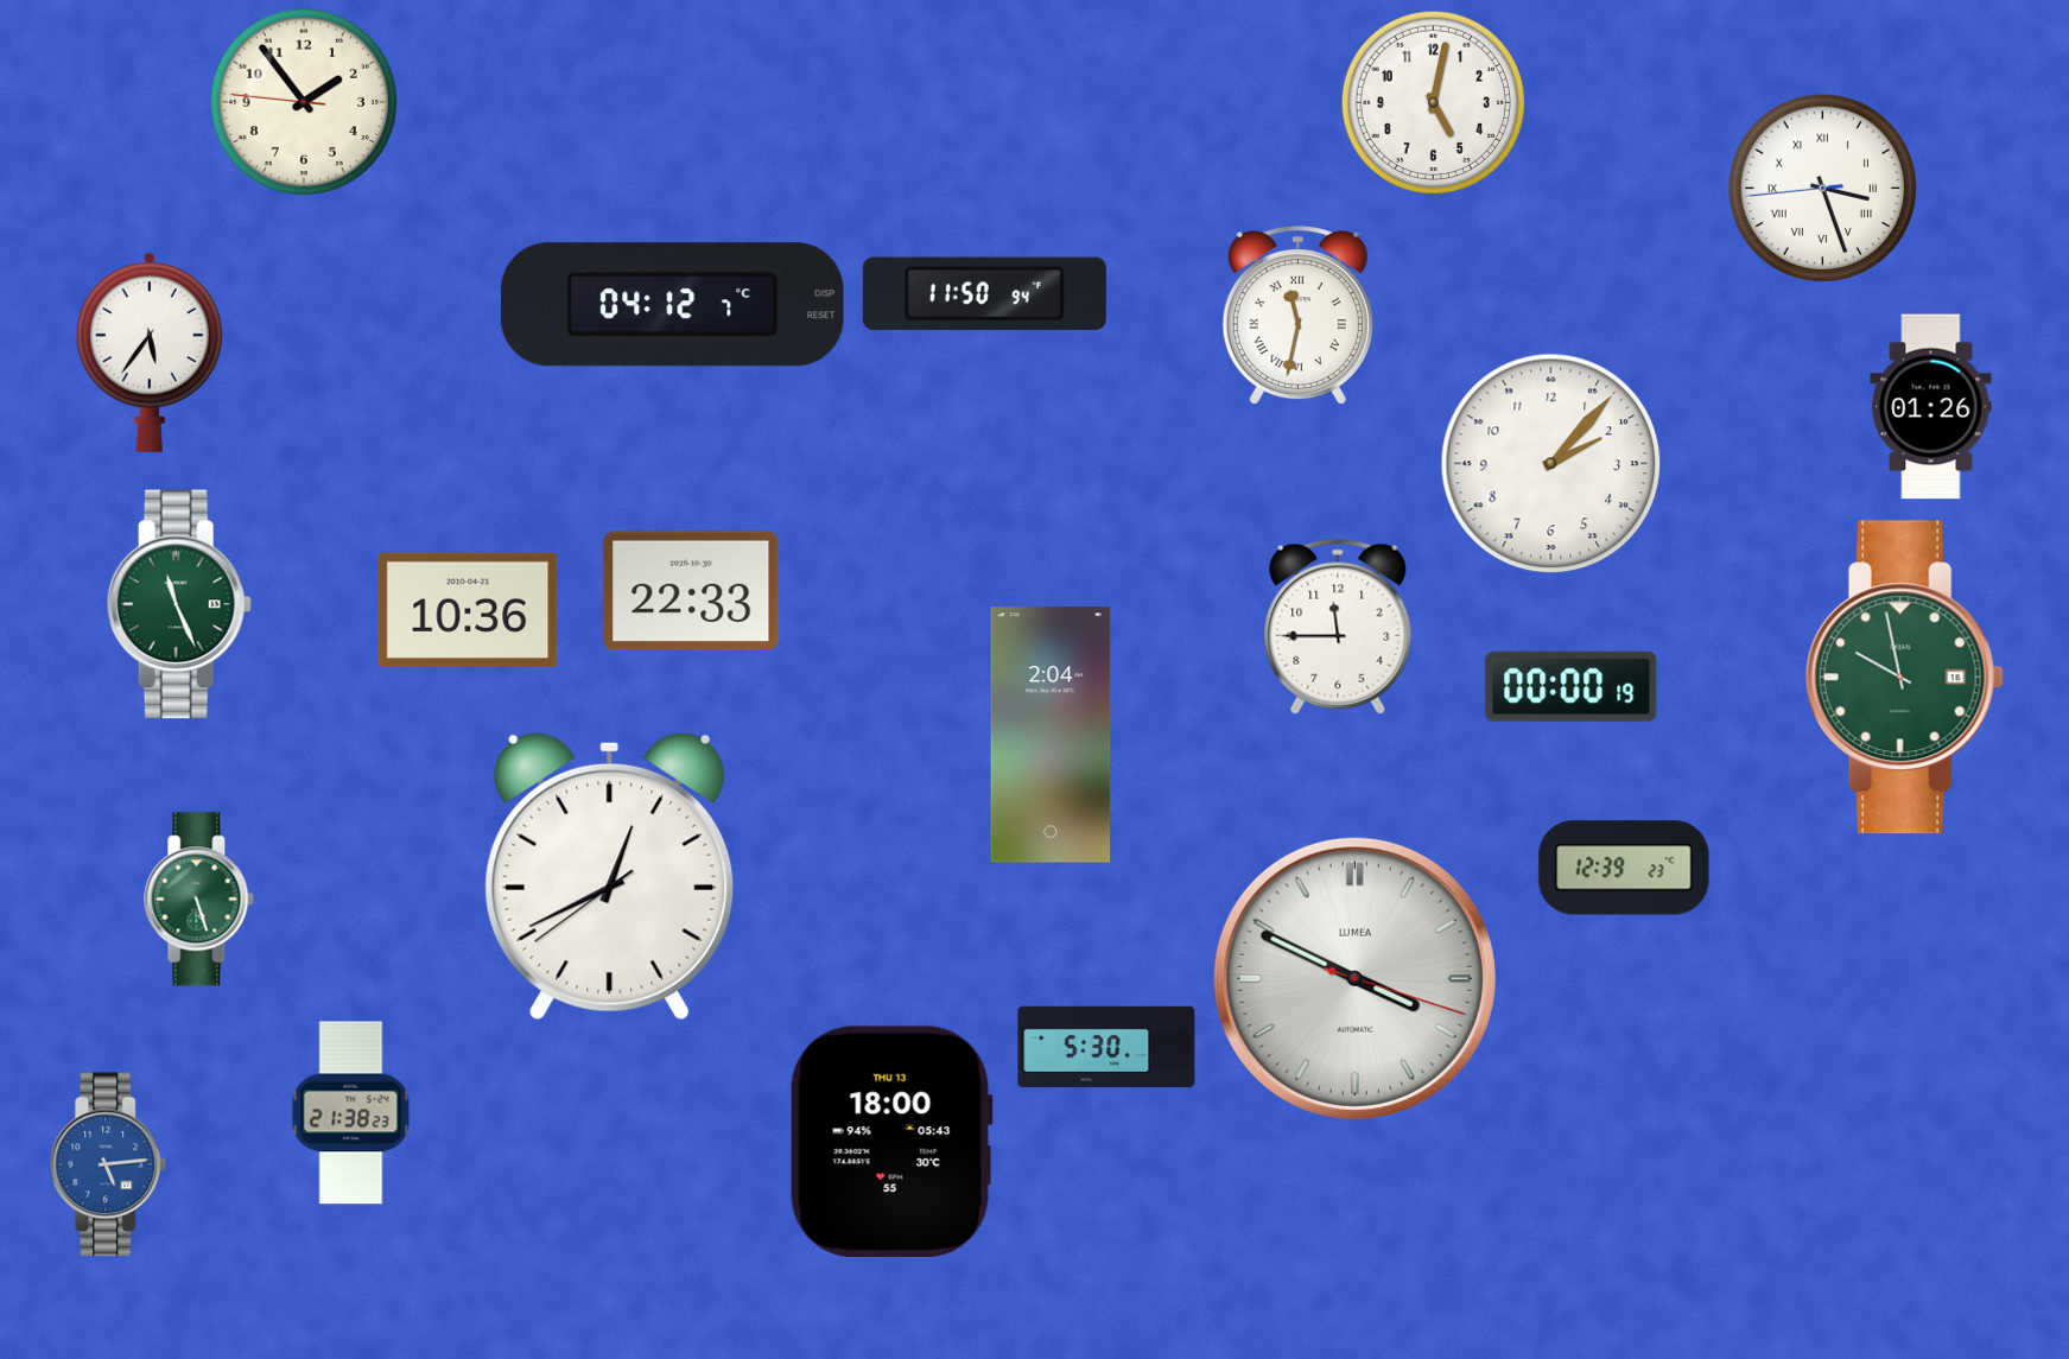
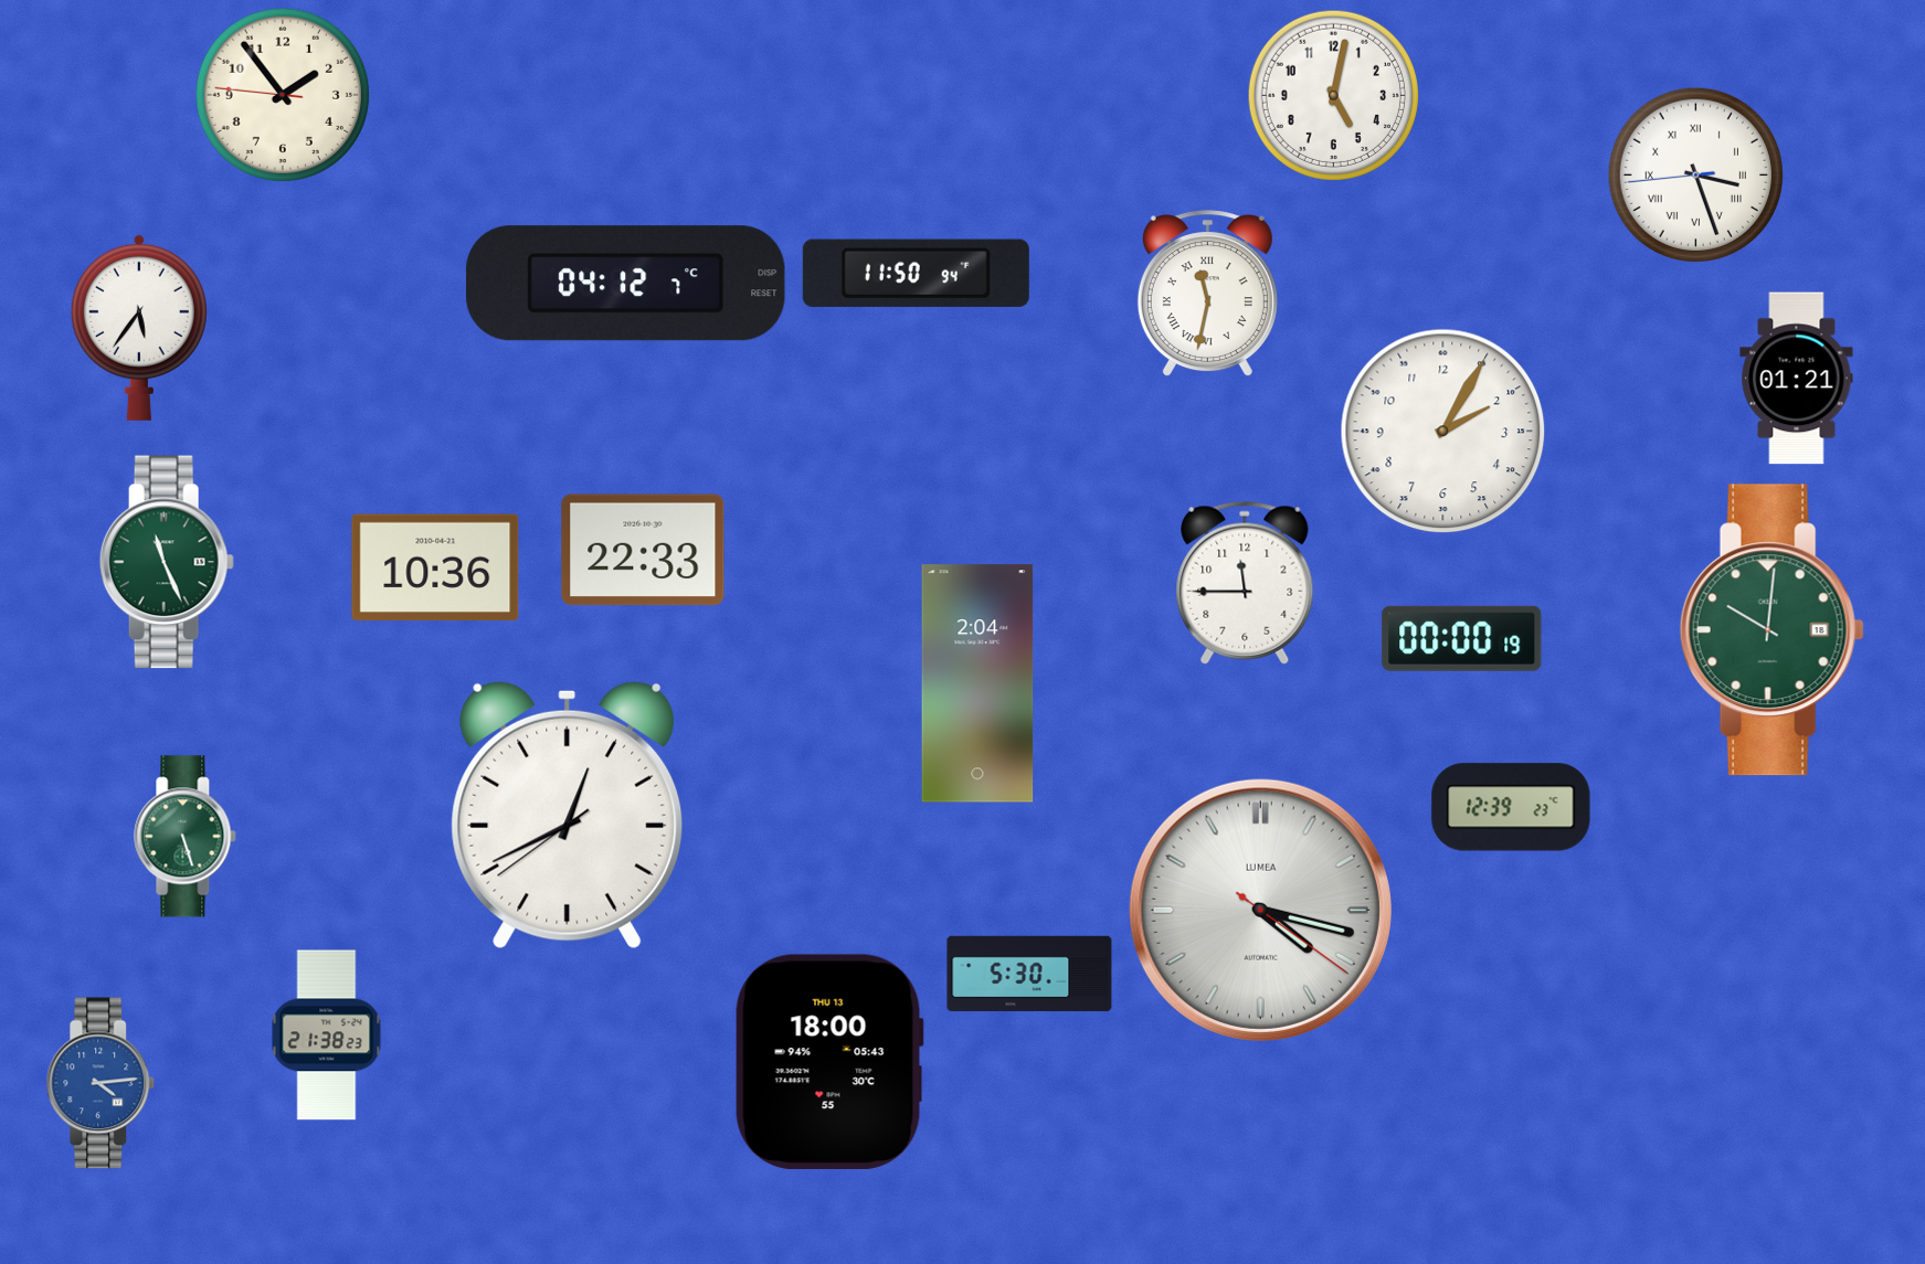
clock at (1931, 407): 01:26 -> 01:21
clock at (1551, 464): 2:07 -> 2:05
clock at (1904, 678): 9:58 -> 10:01
clock at (1354, 978): 3:49 -> 4:17
clock at (108, 1164): 5:14 -> 4:14
